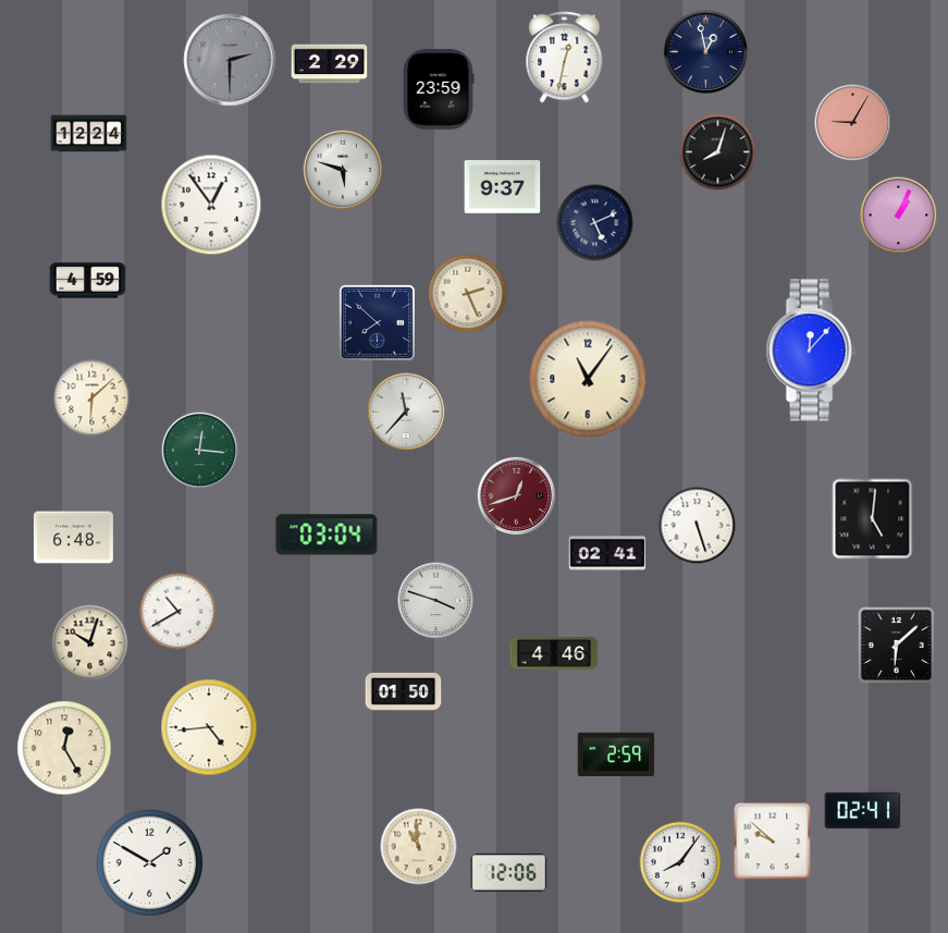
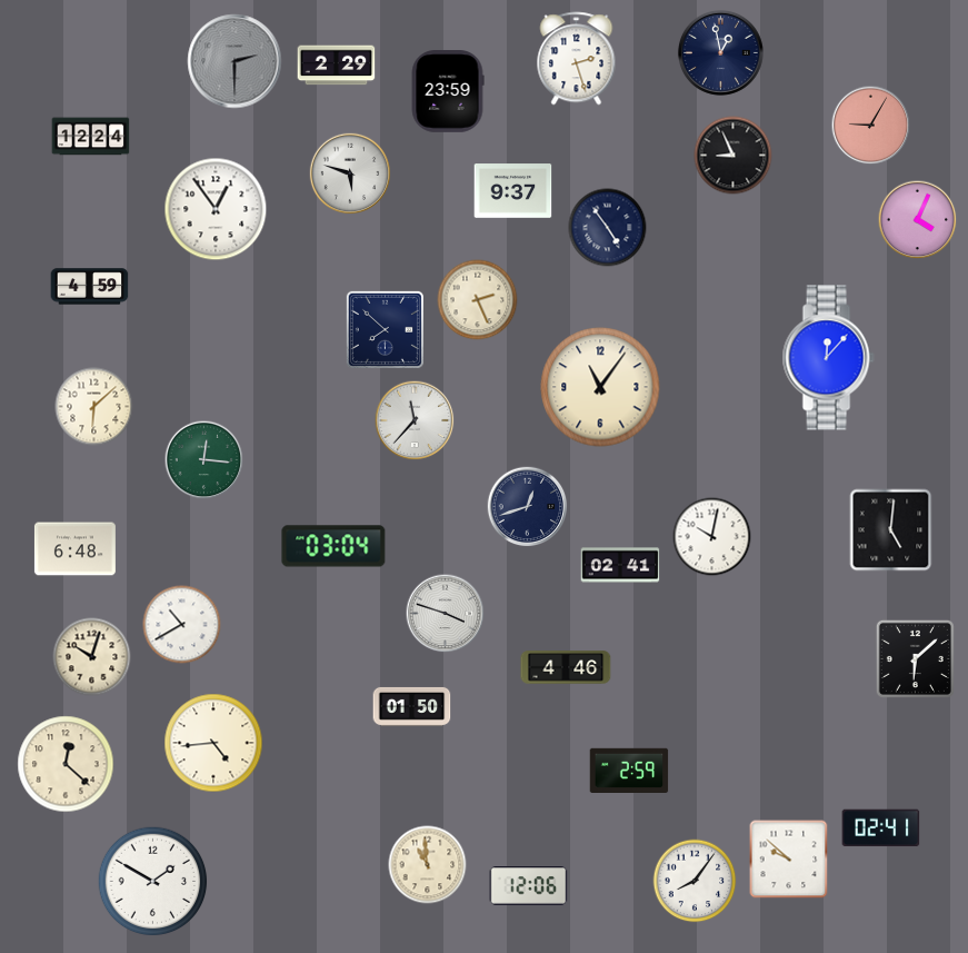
clock at (565, 58): 12:32 -> 2:27
clock at (718, 152): 8:03 -> 8:56
clock at (899, 216): 1:04 -> 4:04
clock at (595, 223): 5:11 -> 4:54
clock at (517, 496) dial: burgundy -> navy
clock at (698, 526): 5:27 -> 10:02
clock at (64, 748): 12:25 -> 12:22
clock at (509, 873) position: (509, 873) -> (529, 886)
